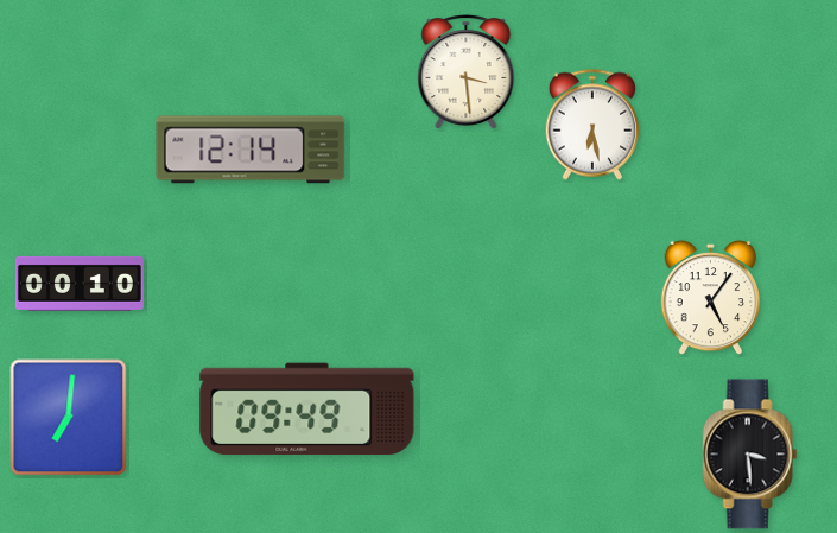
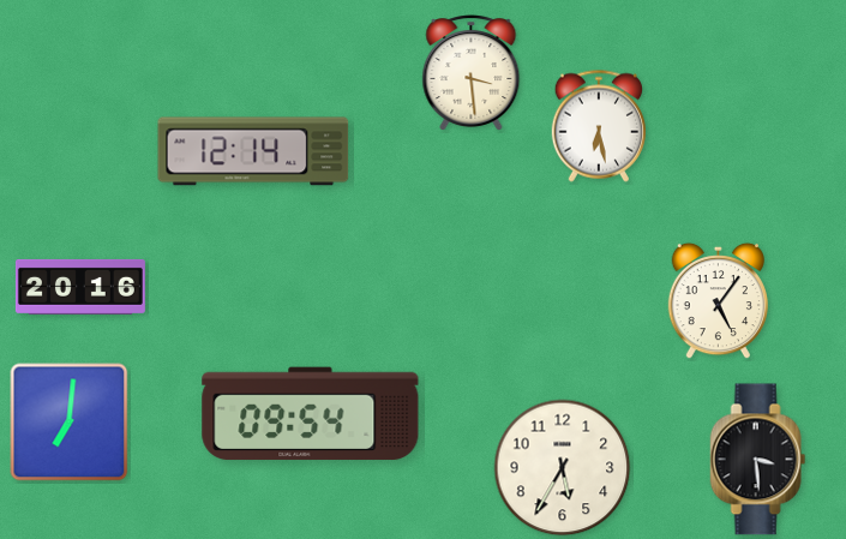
clock at (80, 284): 00:10 -> 20:16
clock at (307, 410): 09:49 -> 09:54
clock at (563, 468): none -> 5:35
